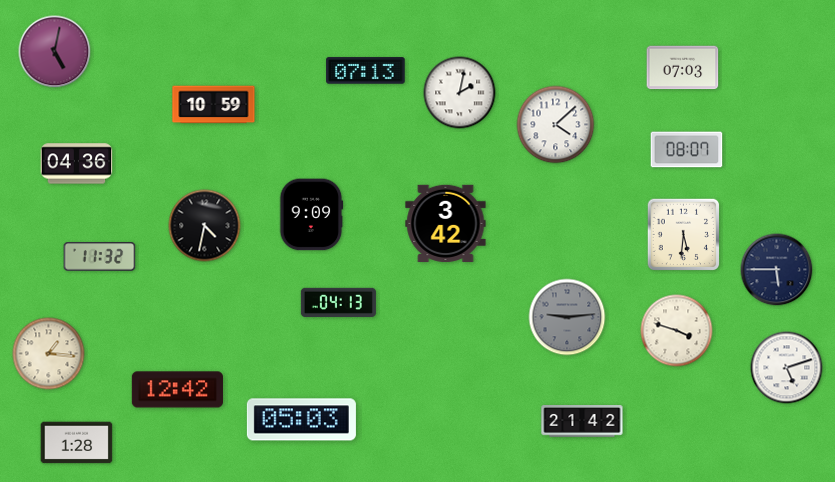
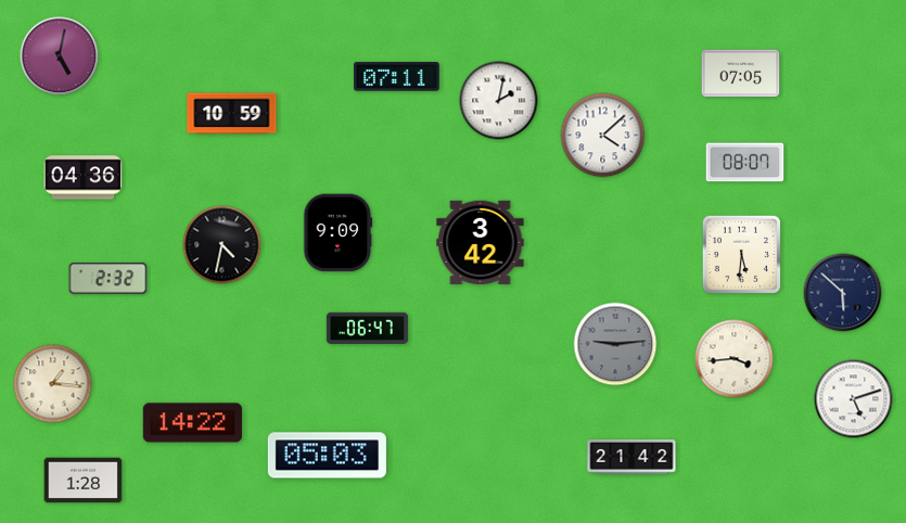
clock at (683, 68): 07:03 -> 07:05
clock at (366, 71): 07:13 -> 07:11
clock at (446, 223) position: (446, 223) -> (481, 242)
clock at (100, 257): 11:32 -> 2:32
clock at (777, 270): 5:45 -> 5:52
clock at (338, 302): 04:13 -> 06:47
clock at (677, 331): 3:48 -> 3:44
clock at (177, 390): 12:42 -> 14:22
